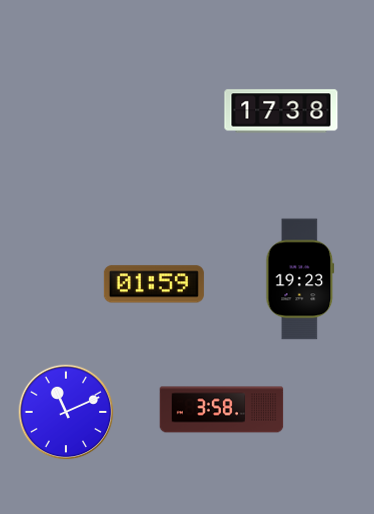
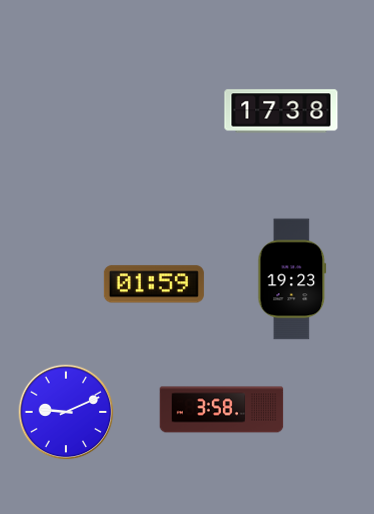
clock at (300, 279) position: (300, 279) -> (292, 279)
clock at (66, 412): 11:11 -> 9:11
